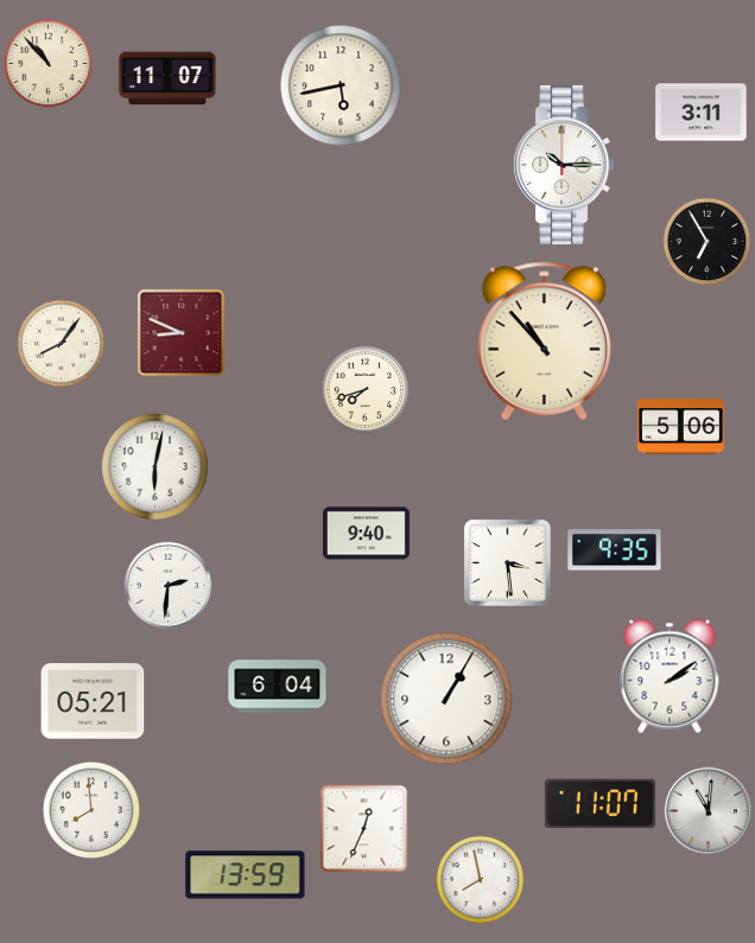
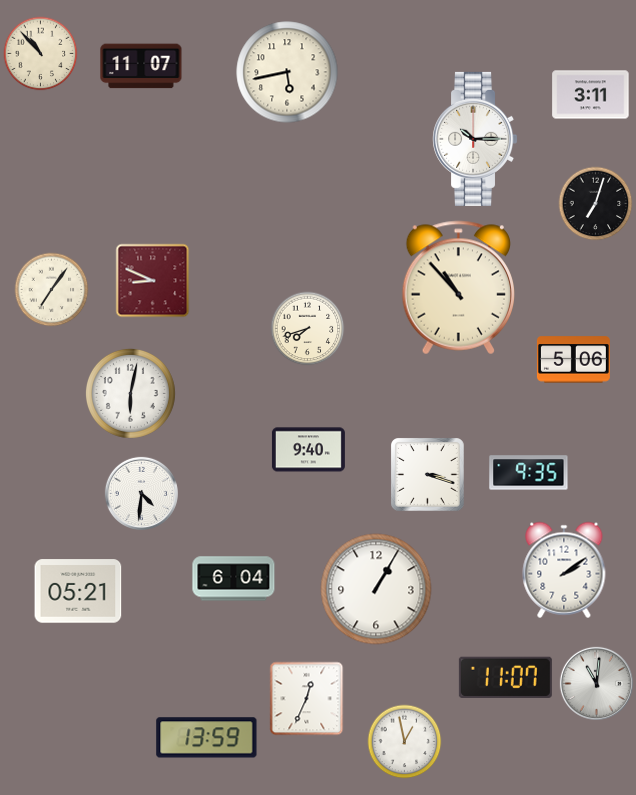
clock at (708, 242): 6:55 -> 7:03
clock at (62, 344): 8:06 -> 7:06
clock at (615, 550) position: (615, 550) -> (529, 473)
clock at (508, 563): 3:29 -> 3:18
clock at (167, 585): 2:31 -> 4:31
clock at (90, 809): 7:59 -> none
clock at (481, 880): 7:58 -> 12:58
